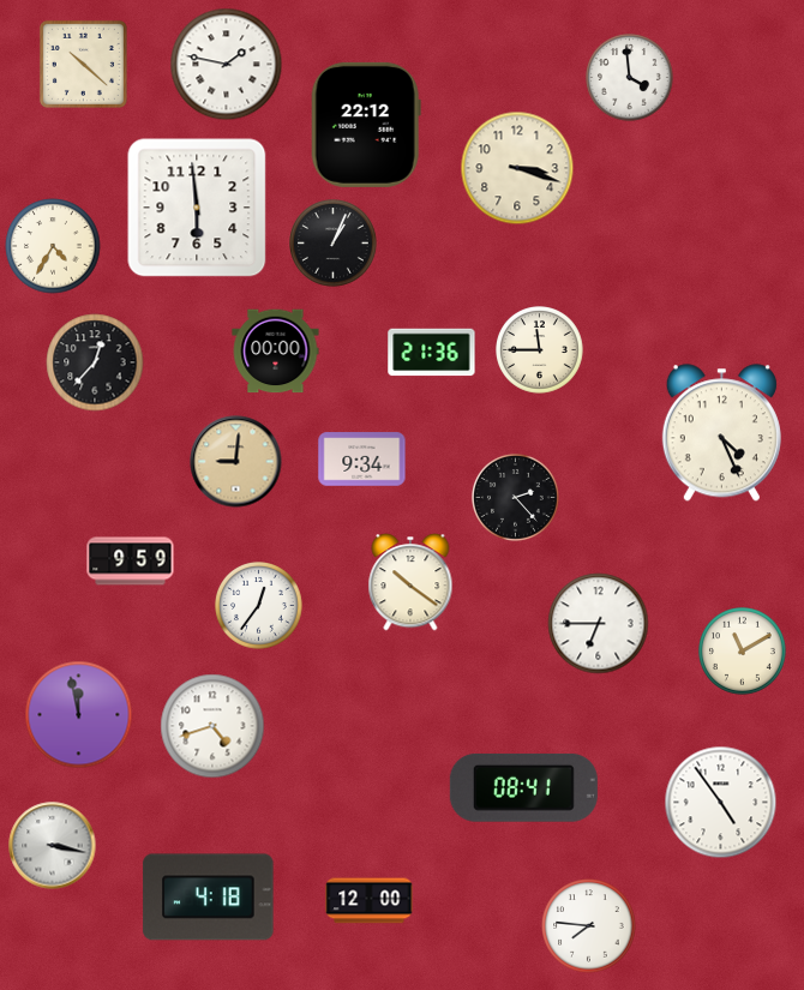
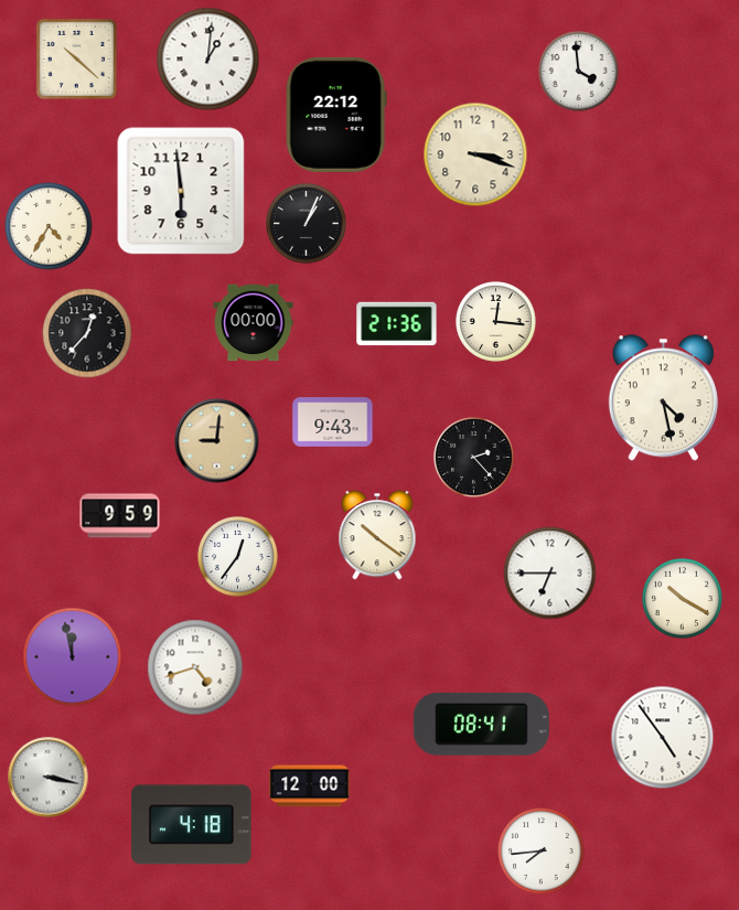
clock at (227, 65): 1:47 -> 1:01
clock at (540, 350): 11:45 -> 12:16
clock at (721, 433): 4:26 -> 4:28
clock at (362, 460): 9:34 -> 9:43
clock at (236, 462) position: (236, 462) -> (217, 441)
clock at (743, 652): 11:10 -> 10:20
clock at (370, 901) position: (370, 901) -> (310, 786)
clock at (589, 926): 7:46 -> 7:44
